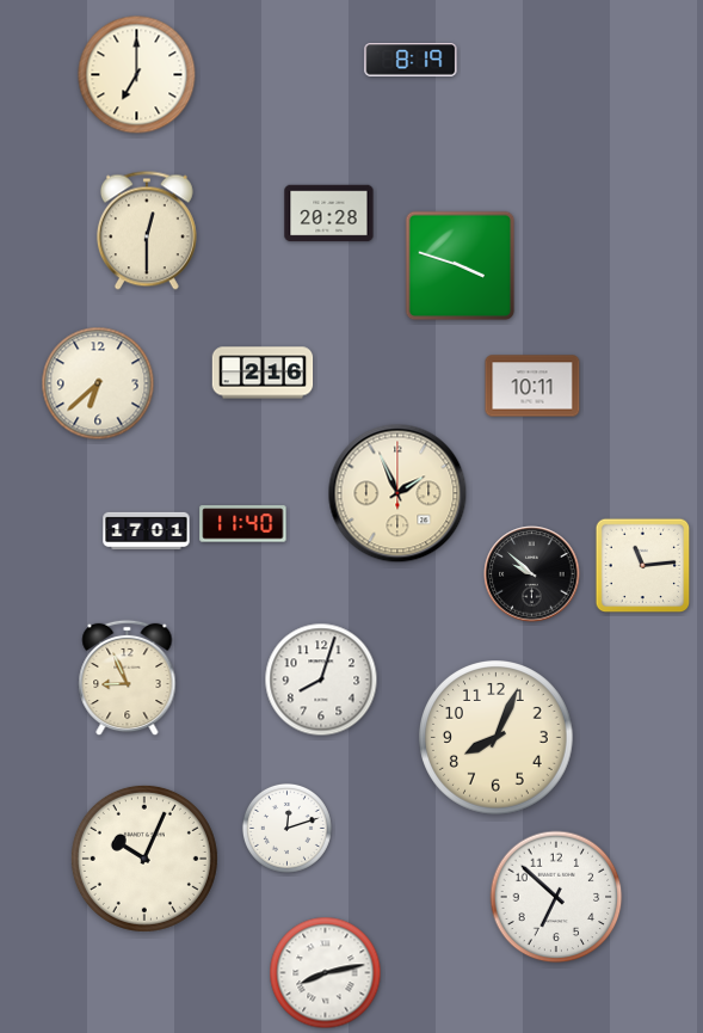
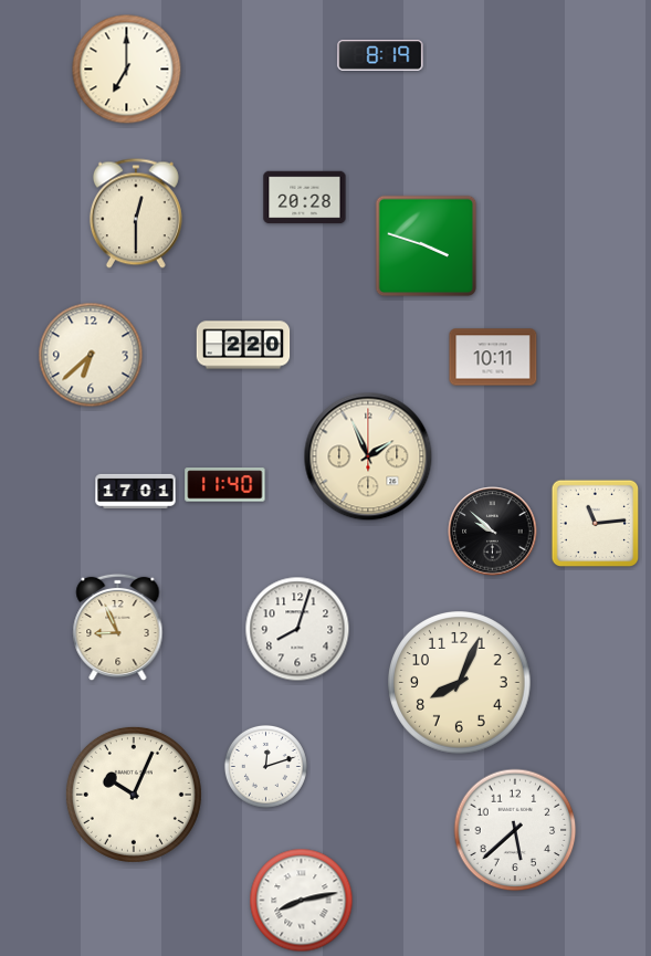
clock at (263, 373): 2:16 -> 2:20
clock at (556, 897): 6:52 -> 5:38
